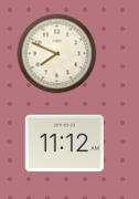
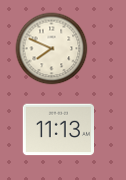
clock at (64, 144): 11:12 -> 11:13
